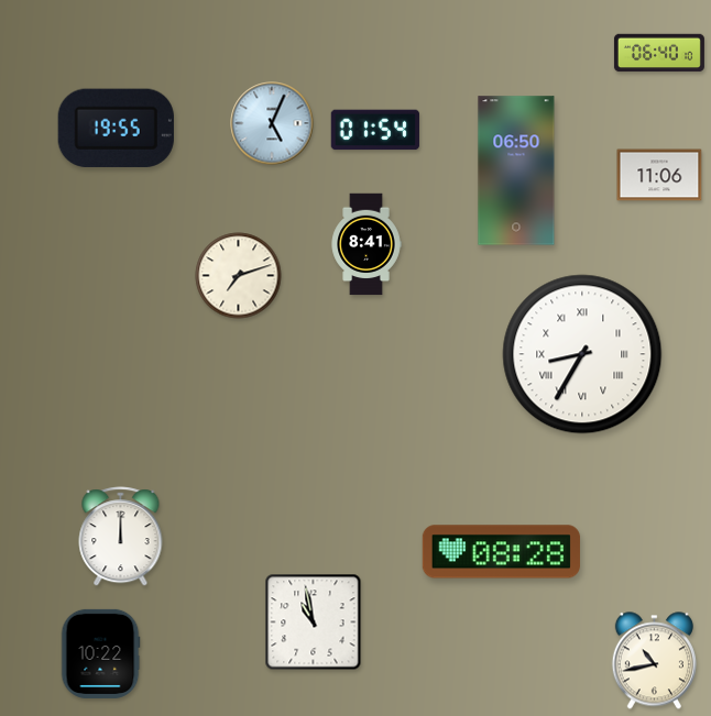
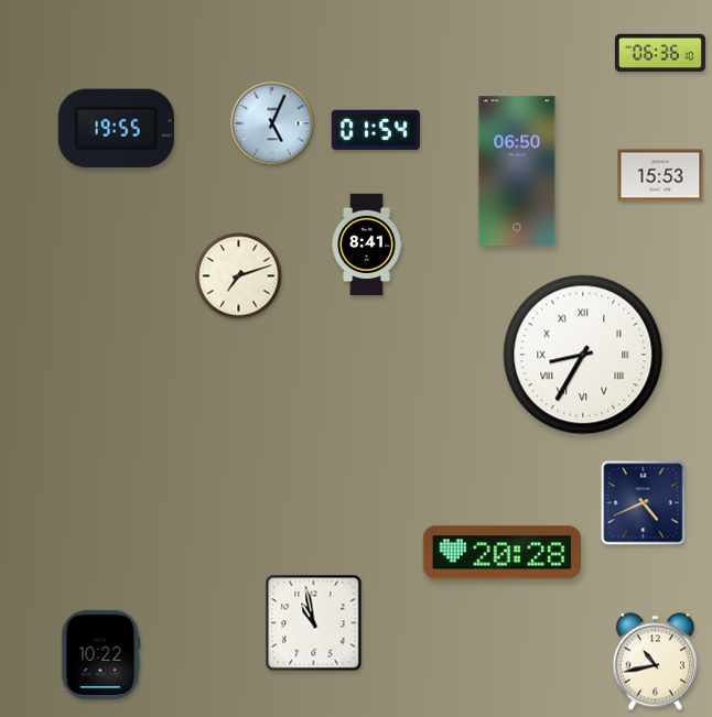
clock at (659, 53): 06:40 -> 06:36
clock at (659, 175): 11:06 -> 15:53
clock at (644, 503): none -> 4:41
clock at (121, 537): 12:00 -> none
clock at (501, 552): 08:28 -> 20:28
